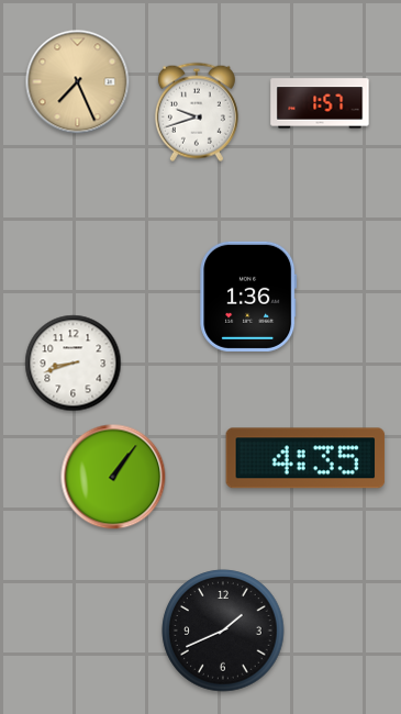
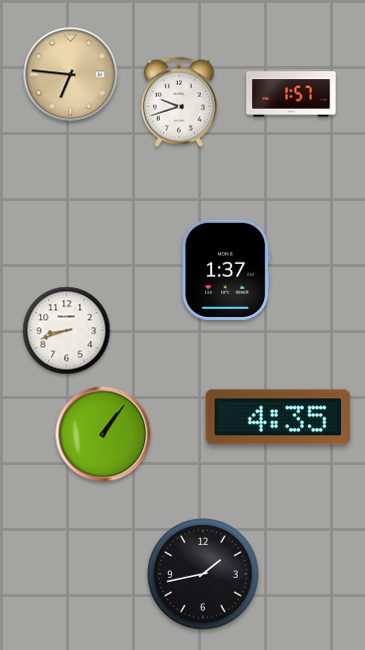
clock at (78, 82): 7:26 -> 6:46
clock at (248, 297): 1:36 -> 1:37
clock at (223, 631): 1:41 -> 1:43
